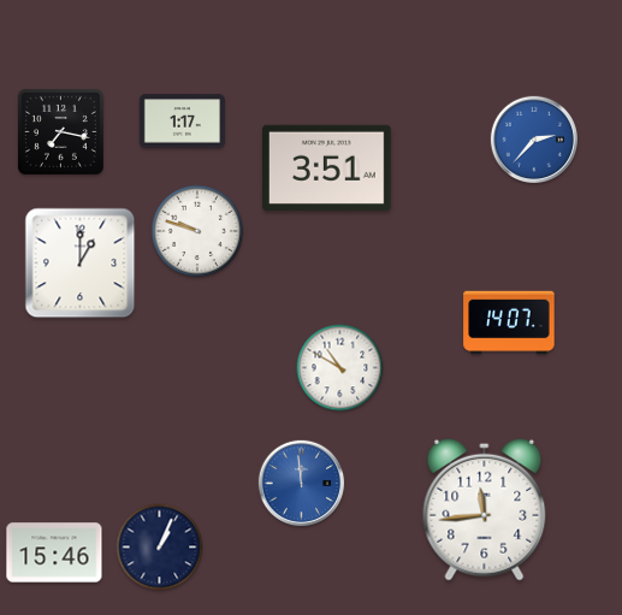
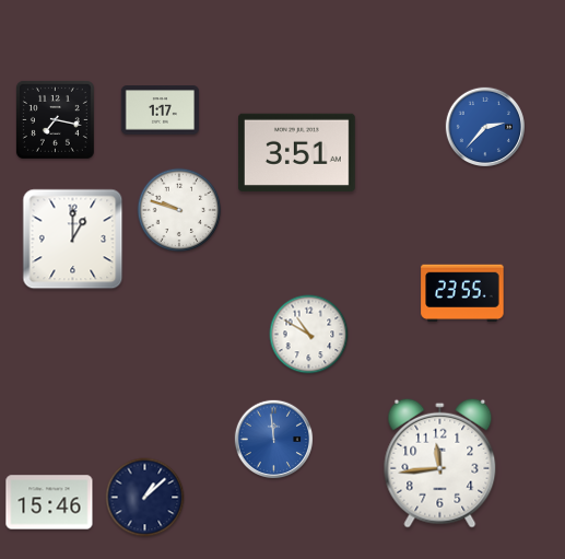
clock at (182, 122) position: (182, 122) -> (160, 110)
clock at (509, 323): 14:07 -> 23:55
clock at (160, 548): 1:04 -> 1:08
